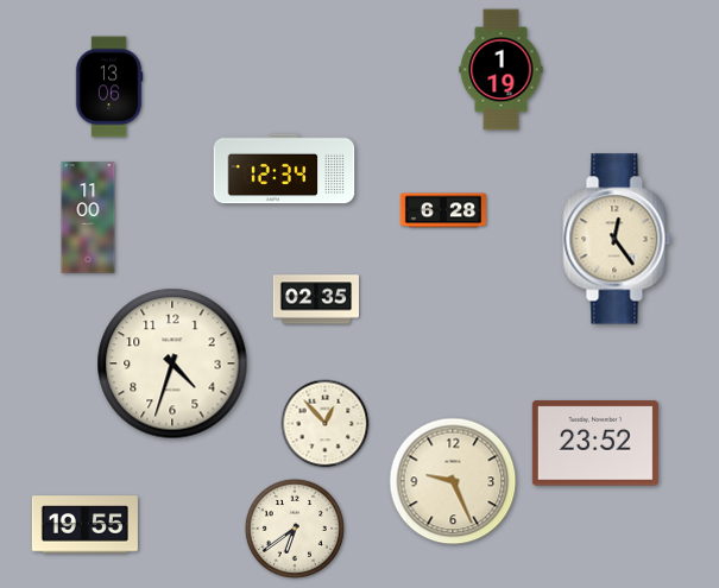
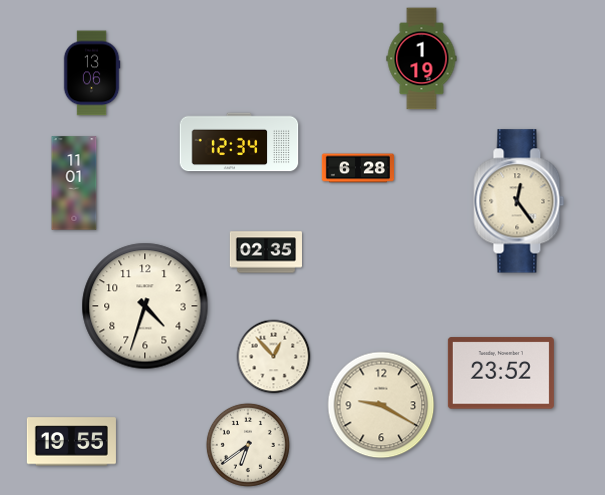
clock at (442, 210) position: (442, 210) -> (357, 168)
clock at (88, 217): 11:00 -> 11:01
clock at (453, 481): 9:26 -> 9:20
